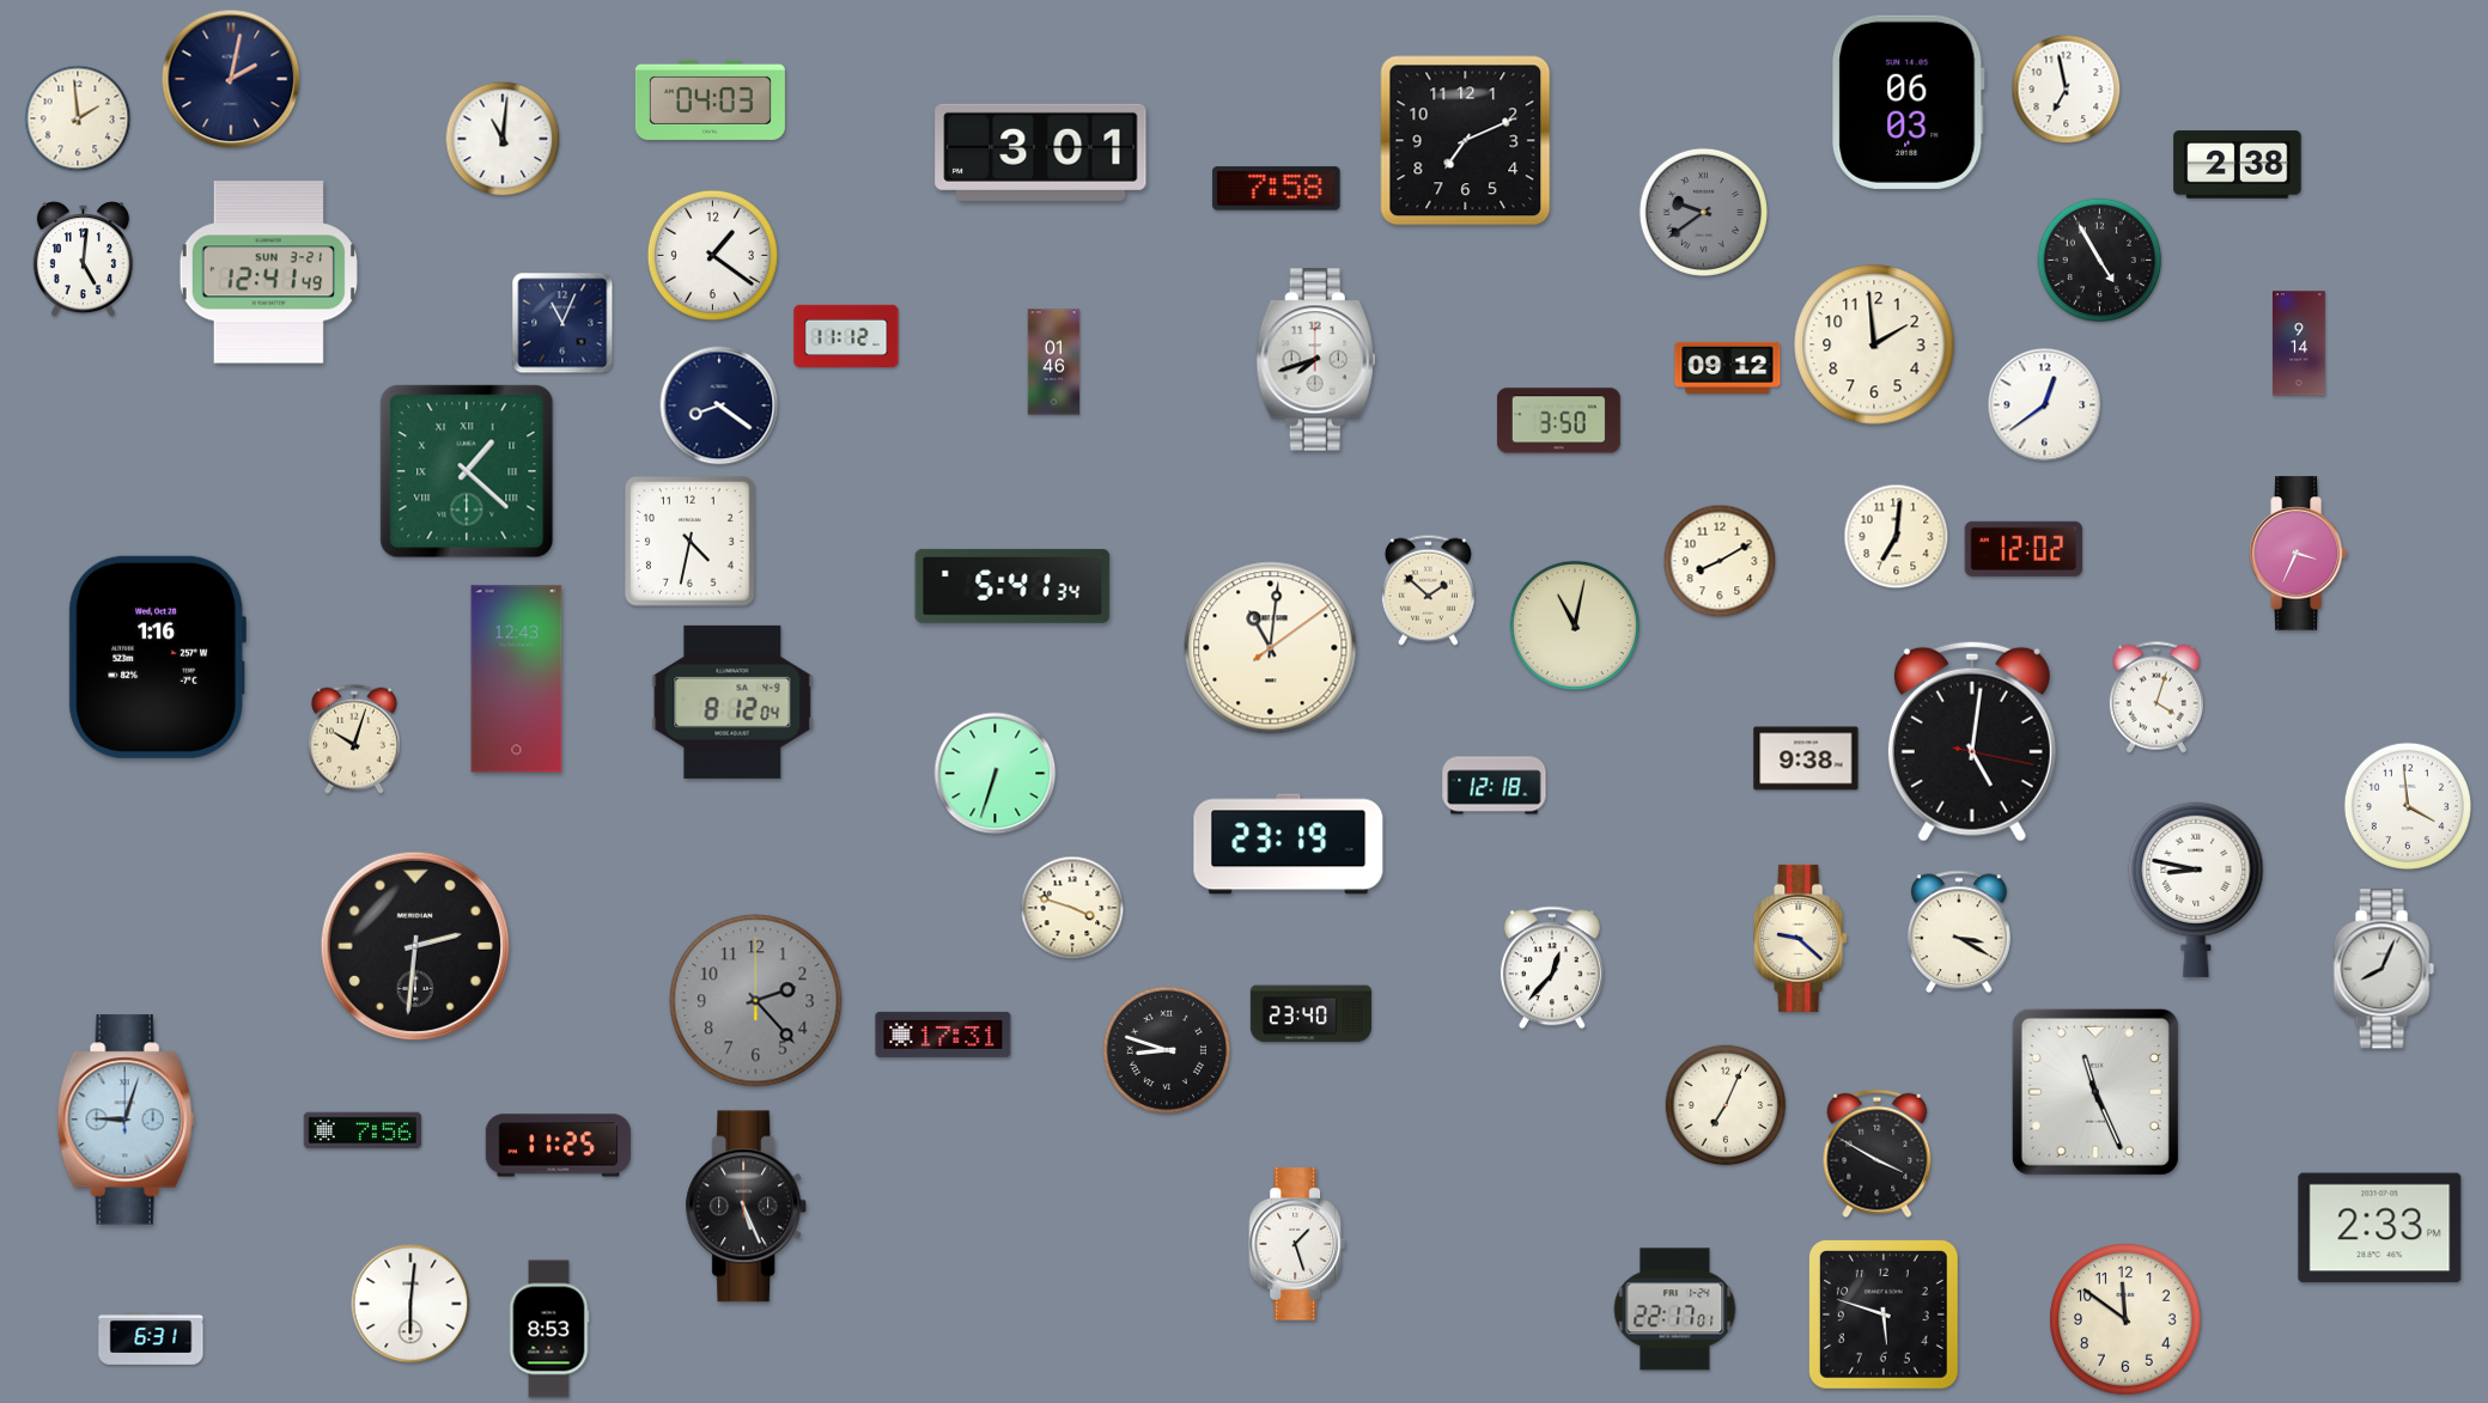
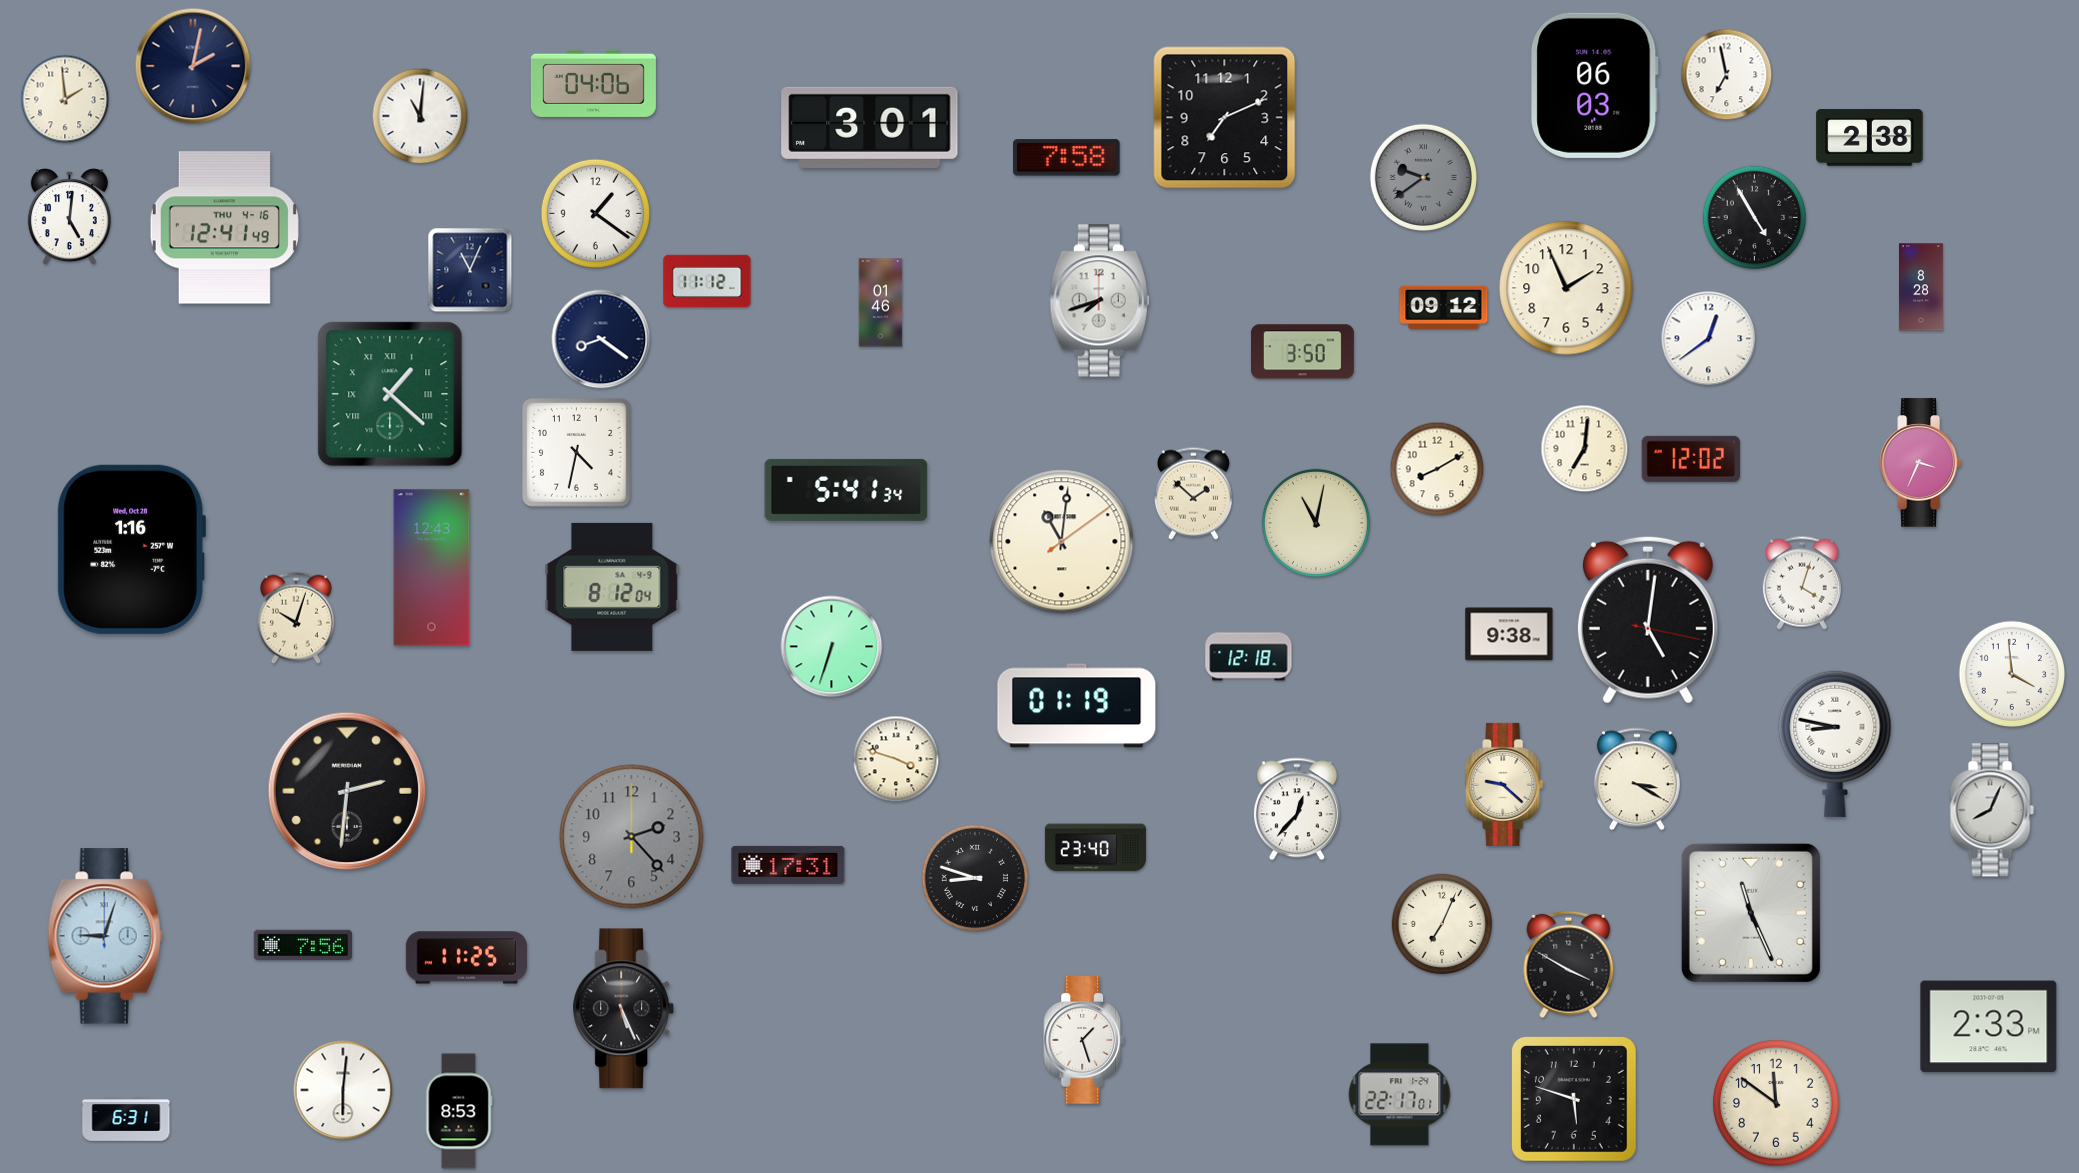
clock at (710, 99): 04:03 -> 04:06
clock at (268, 273) date: SUN 3-21 -> THU 4-16
clock at (2300, 343): 9:14 -> 8:28
clock at (1874, 344): 1:59 -> 1:56
clock at (1289, 844): 23:19 -> 01:19
